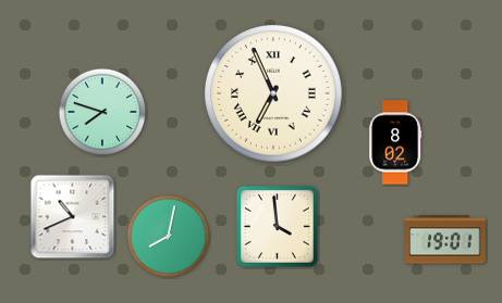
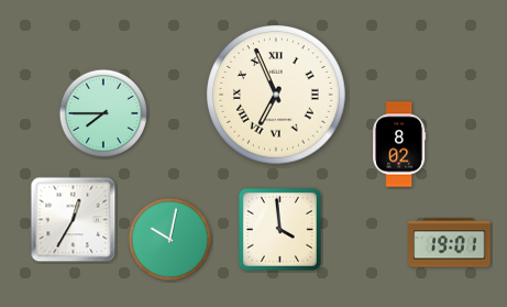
clock at (101, 111): 7:48 -> 7:45
clock at (73, 217): 10:41 -> 12:35
clock at (169, 237): 8:02 -> 10:02
